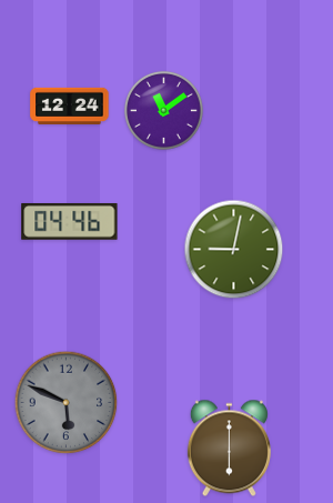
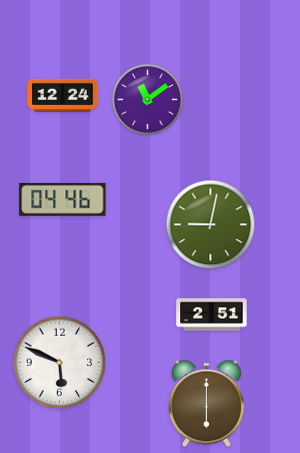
clock at (212, 315): none -> 2:51
clock at (67, 403) dial: grey -> white
